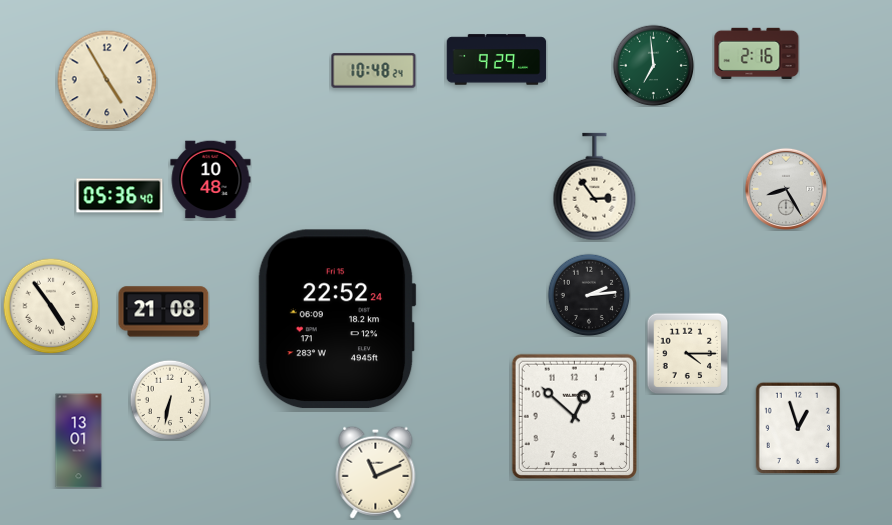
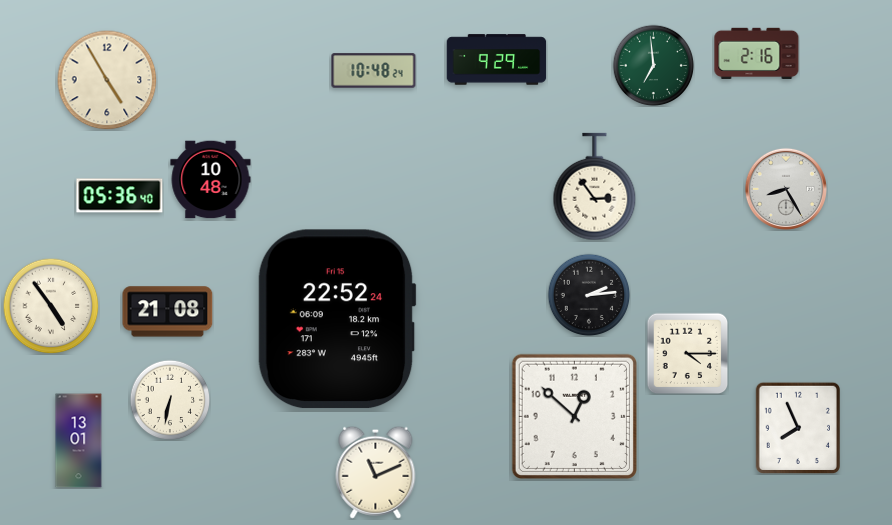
clock at (164, 312) position: (164, 312) -> (168, 312)
clock at (797, 427): 12:57 -> 7:56
